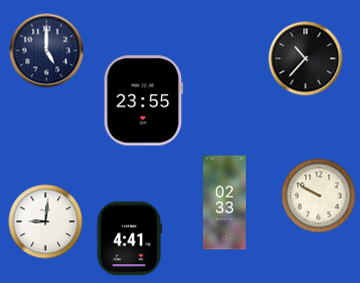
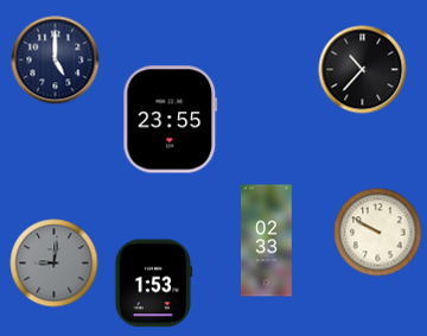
clock at (46, 222) dial: white -> grey
clock at (130, 239): 4:41 -> 1:53
